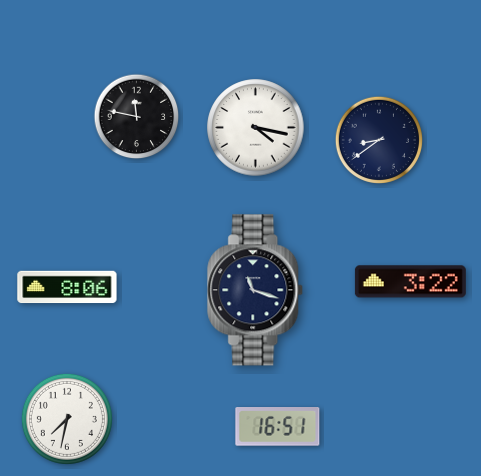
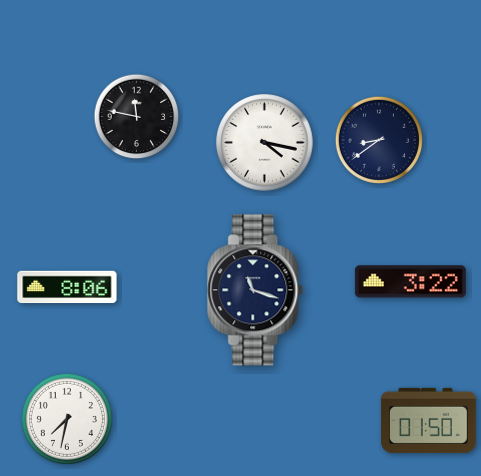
clock at (256, 128) position: (256, 128) -> (265, 143)
clock at (428, 420): none -> 01:50
clock at (278, 427): 16:51 -> none
